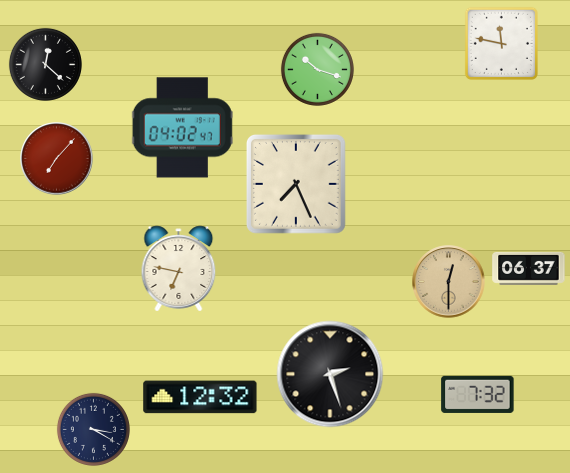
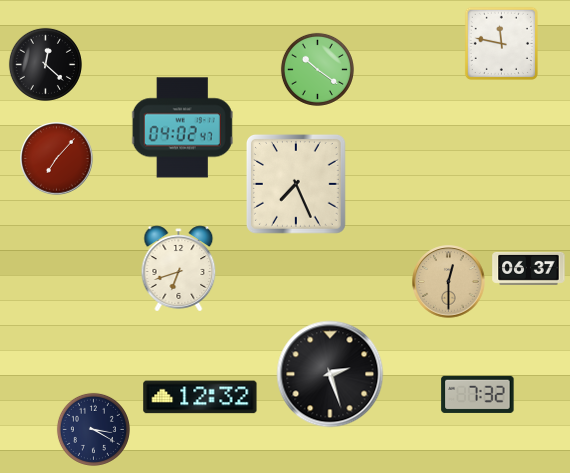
clock at (317, 69): 10:18 -> 10:21
clock at (179, 269): 6:47 -> 6:42
